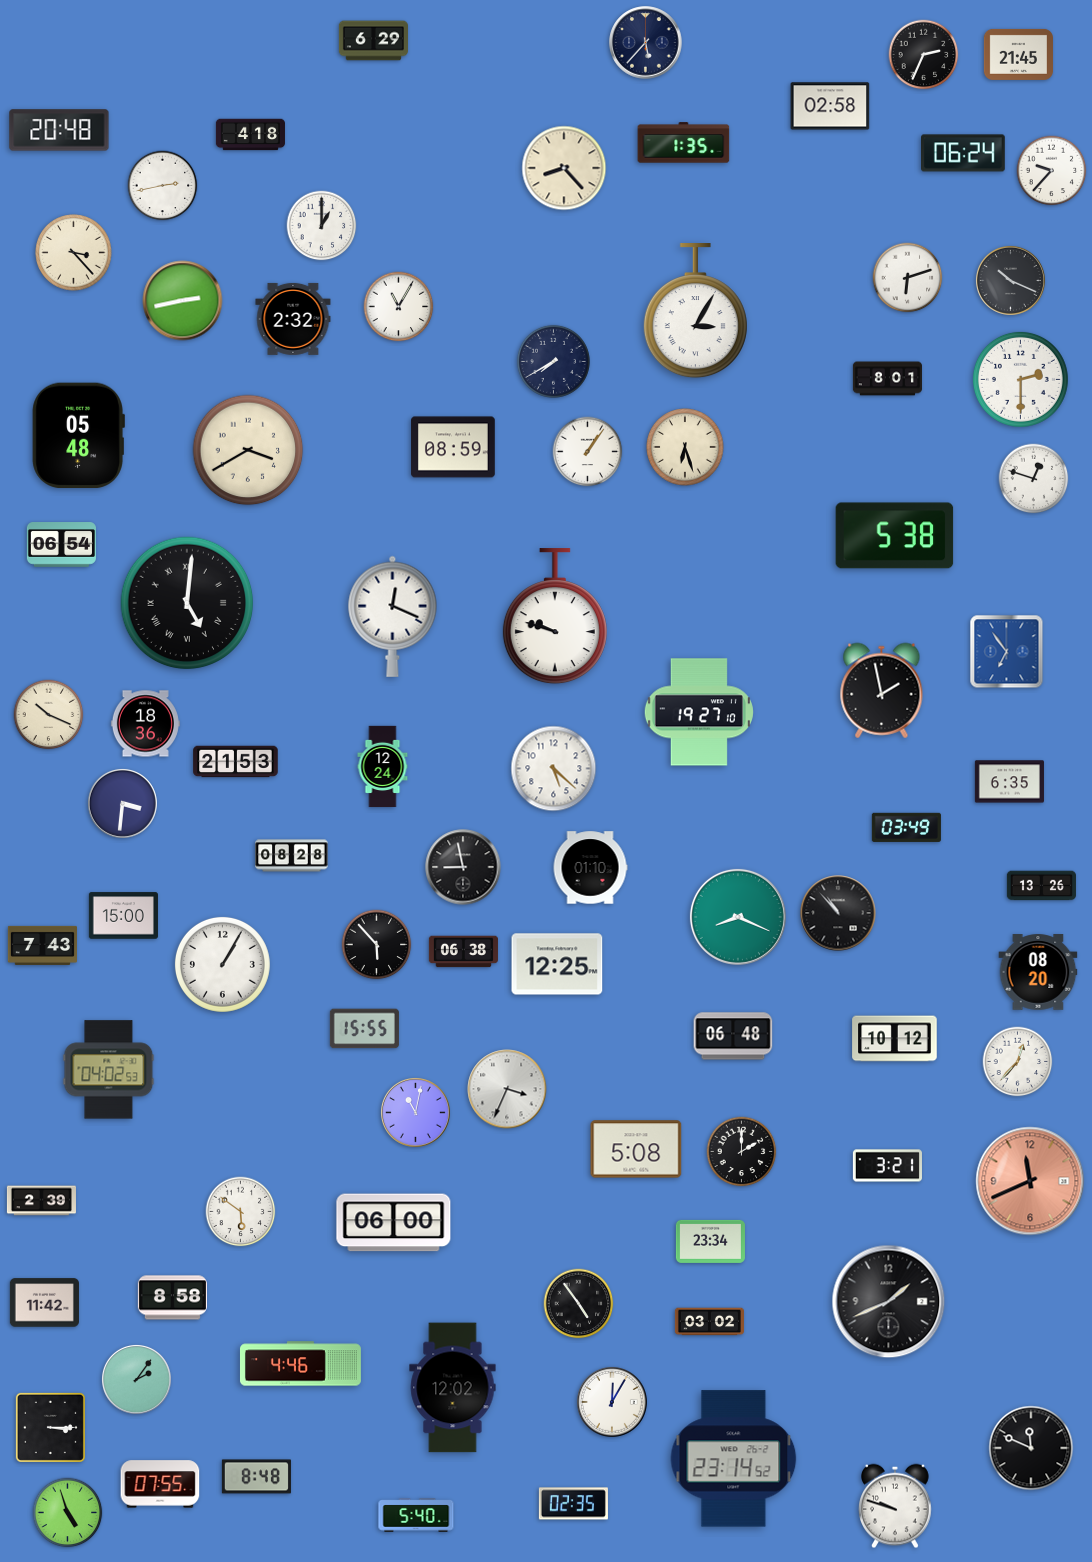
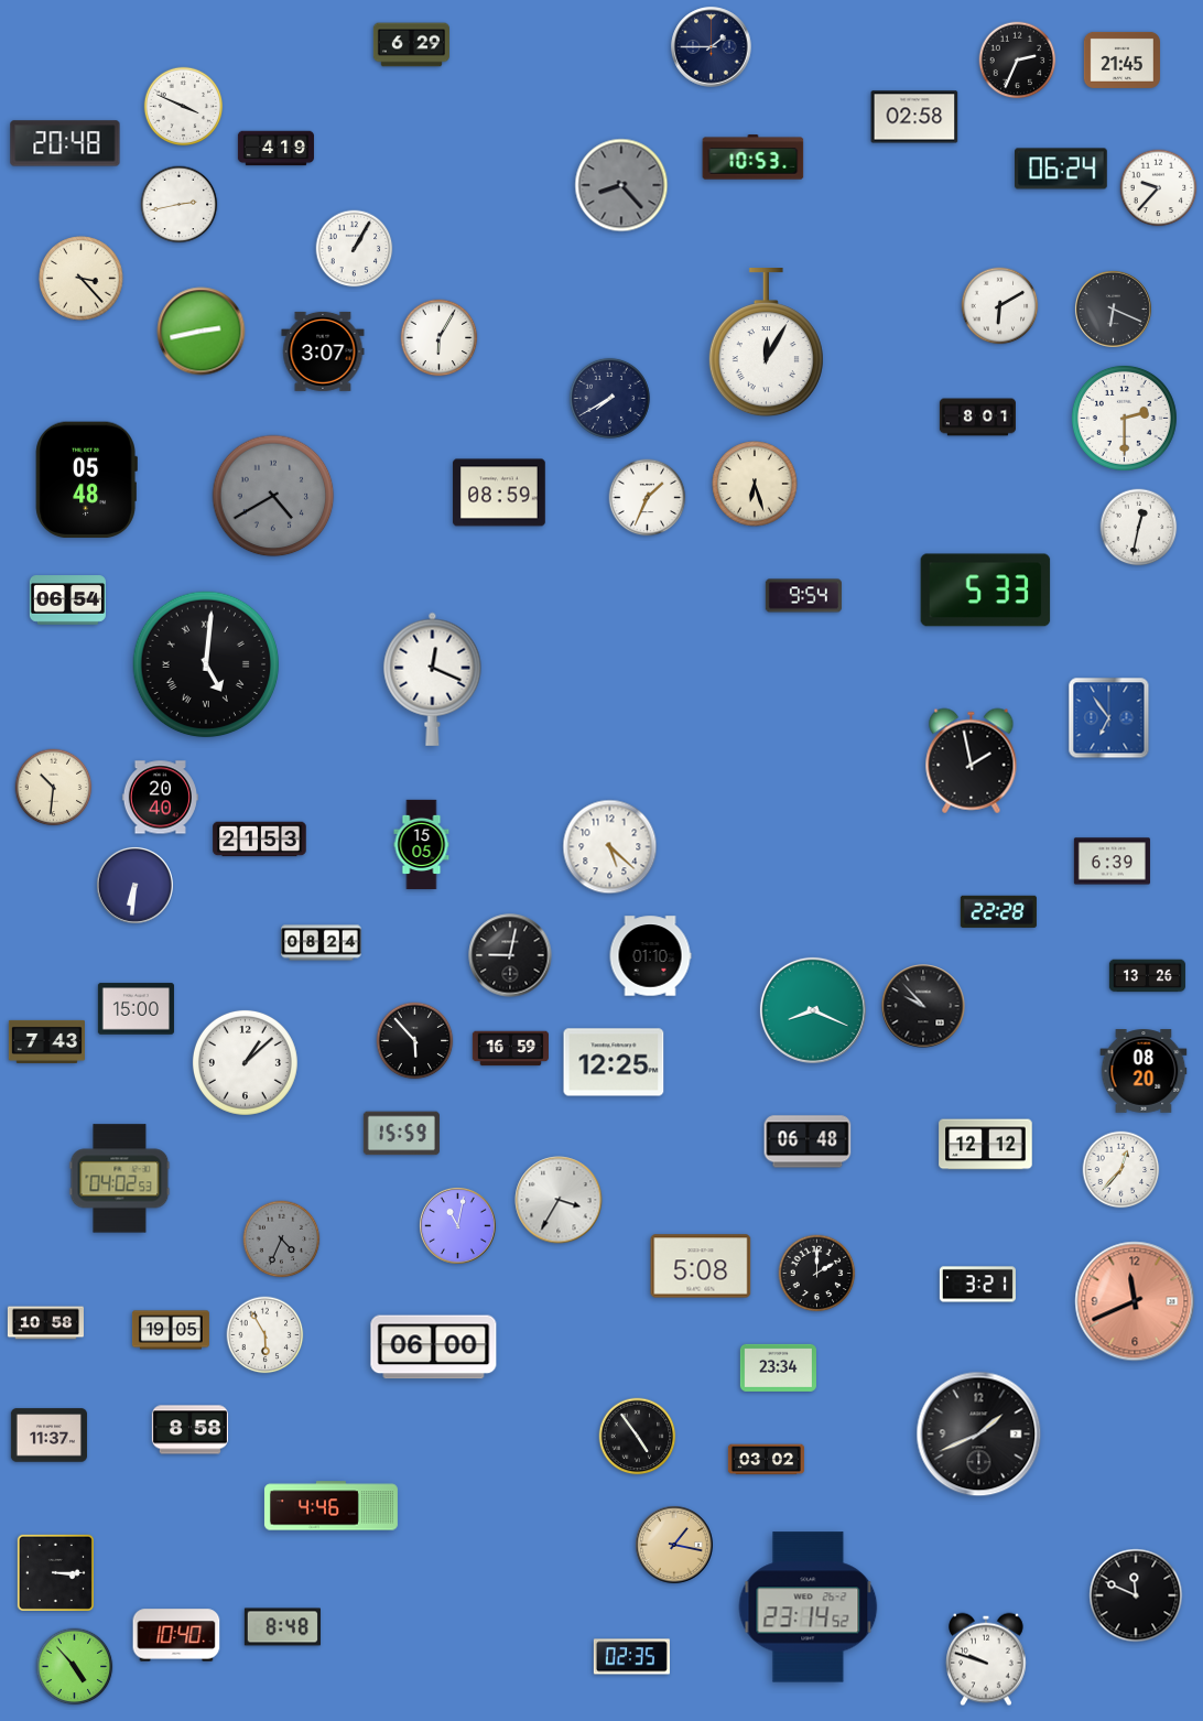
clock at (646, 43): 5:37 -> 1:45
clock at (184, 107): none -> 3:49
clock at (250, 135): 4:18 -> 4:19
clock at (684, 143): 1:35 -> 10:53
clock at (564, 168) dial: cream -> grey
clock at (322, 226): 1:00 -> 1:05
clock at (908, 278): 6:12 -> 6:10
clock at (1010, 280): 10:19 -> 6:19
clock at (399, 307): 11:05 -> 6:05
clock at (695, 312): 3:05 -> 12:05
clock at (293, 319): 2:32 -> 3:07
clock at (685, 447) position: (685, 447) -> (755, 484)
clock at (248, 450): 3:40 -> 4:40
clock at (248, 450) dial: cream -> grey
clock at (588, 452): 1:06 -> 1:34
clock at (1034, 479): 12:48 -> 12:32
clock at (895, 536): 5:38 -> 5:33
clock at (803, 596): none -> 9:54
clock at (555, 617): 9:48 -> none
clock at (699, 712): 19:27 -> none
clock at (49, 715): 10:19 -> 10:31
clock at (145, 724): 18:36 -> 20:40
clock at (383, 767): 12:24 -> 15:05
clock at (1009, 782): 6:35 -> 6:39
clock at (122, 803): 3:31 -> 6:31
clock at (906, 827): 03:49 -> 22:28
clock at (292, 856): 08:28 -> 08:24
clock at (463, 867): 8:58 -> 9:02
clock at (838, 913): 10:53 -> 9:53
clock at (463, 952): 06:38 -> 16:59
clock at (222, 964): 1:05 -> 1:08
clock at (364, 1029): 15:55 -> 15:59
clock at (895, 1039): 10:12 -> 12:12
clock at (507, 1089): 3:34 -> 3:35
clock at (282, 1240): none -> 4:34
clock at (742, 1152) position: (742, 1152) -> (817, 1274)
clock at (41, 1201): 2:39 -> 10:58
clock at (171, 1330): none -> 19:05
clock at (241, 1212): 5:51 -> 5:55
clock at (710, 1241) position: (710, 1241) -> (778, 1367)
clock at (44, 1303): 11:42 -> 11:37
clock at (709, 1322) position: (709, 1322) -> (766, 1460)
clock at (300, 1364) position: (300, 1364) -> (330, 1506)
clock at (136, 1379): 2:06 -> none
clock at (453, 1388): 12:02 -> none
clock at (613, 1403): 12:05 -> 1:17
clock at (613, 1403) dial: white -> champagne
clock at (160, 1484): 07:55 -> 10:40
clock at (68, 1513): 4:57 -> 4:53
clock at (416, 1515): 5:40 -> none
